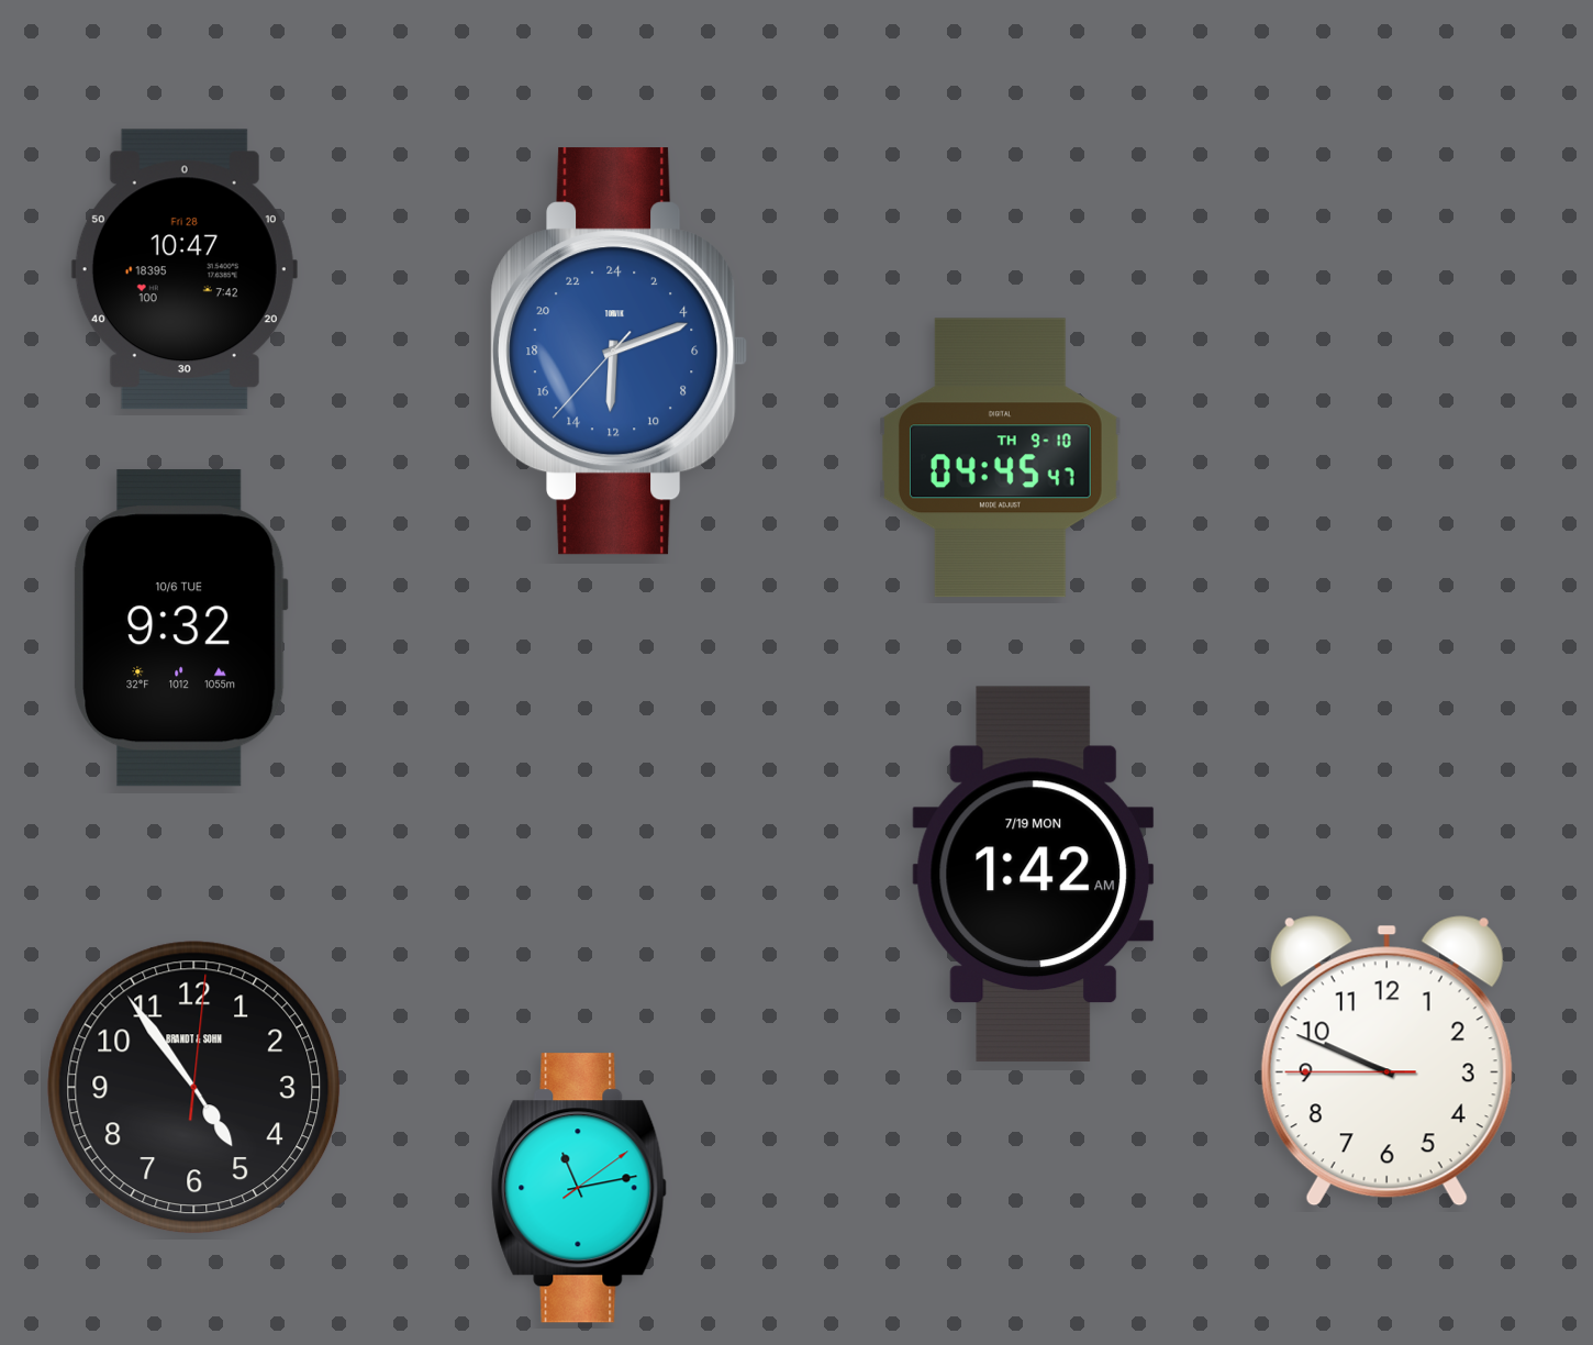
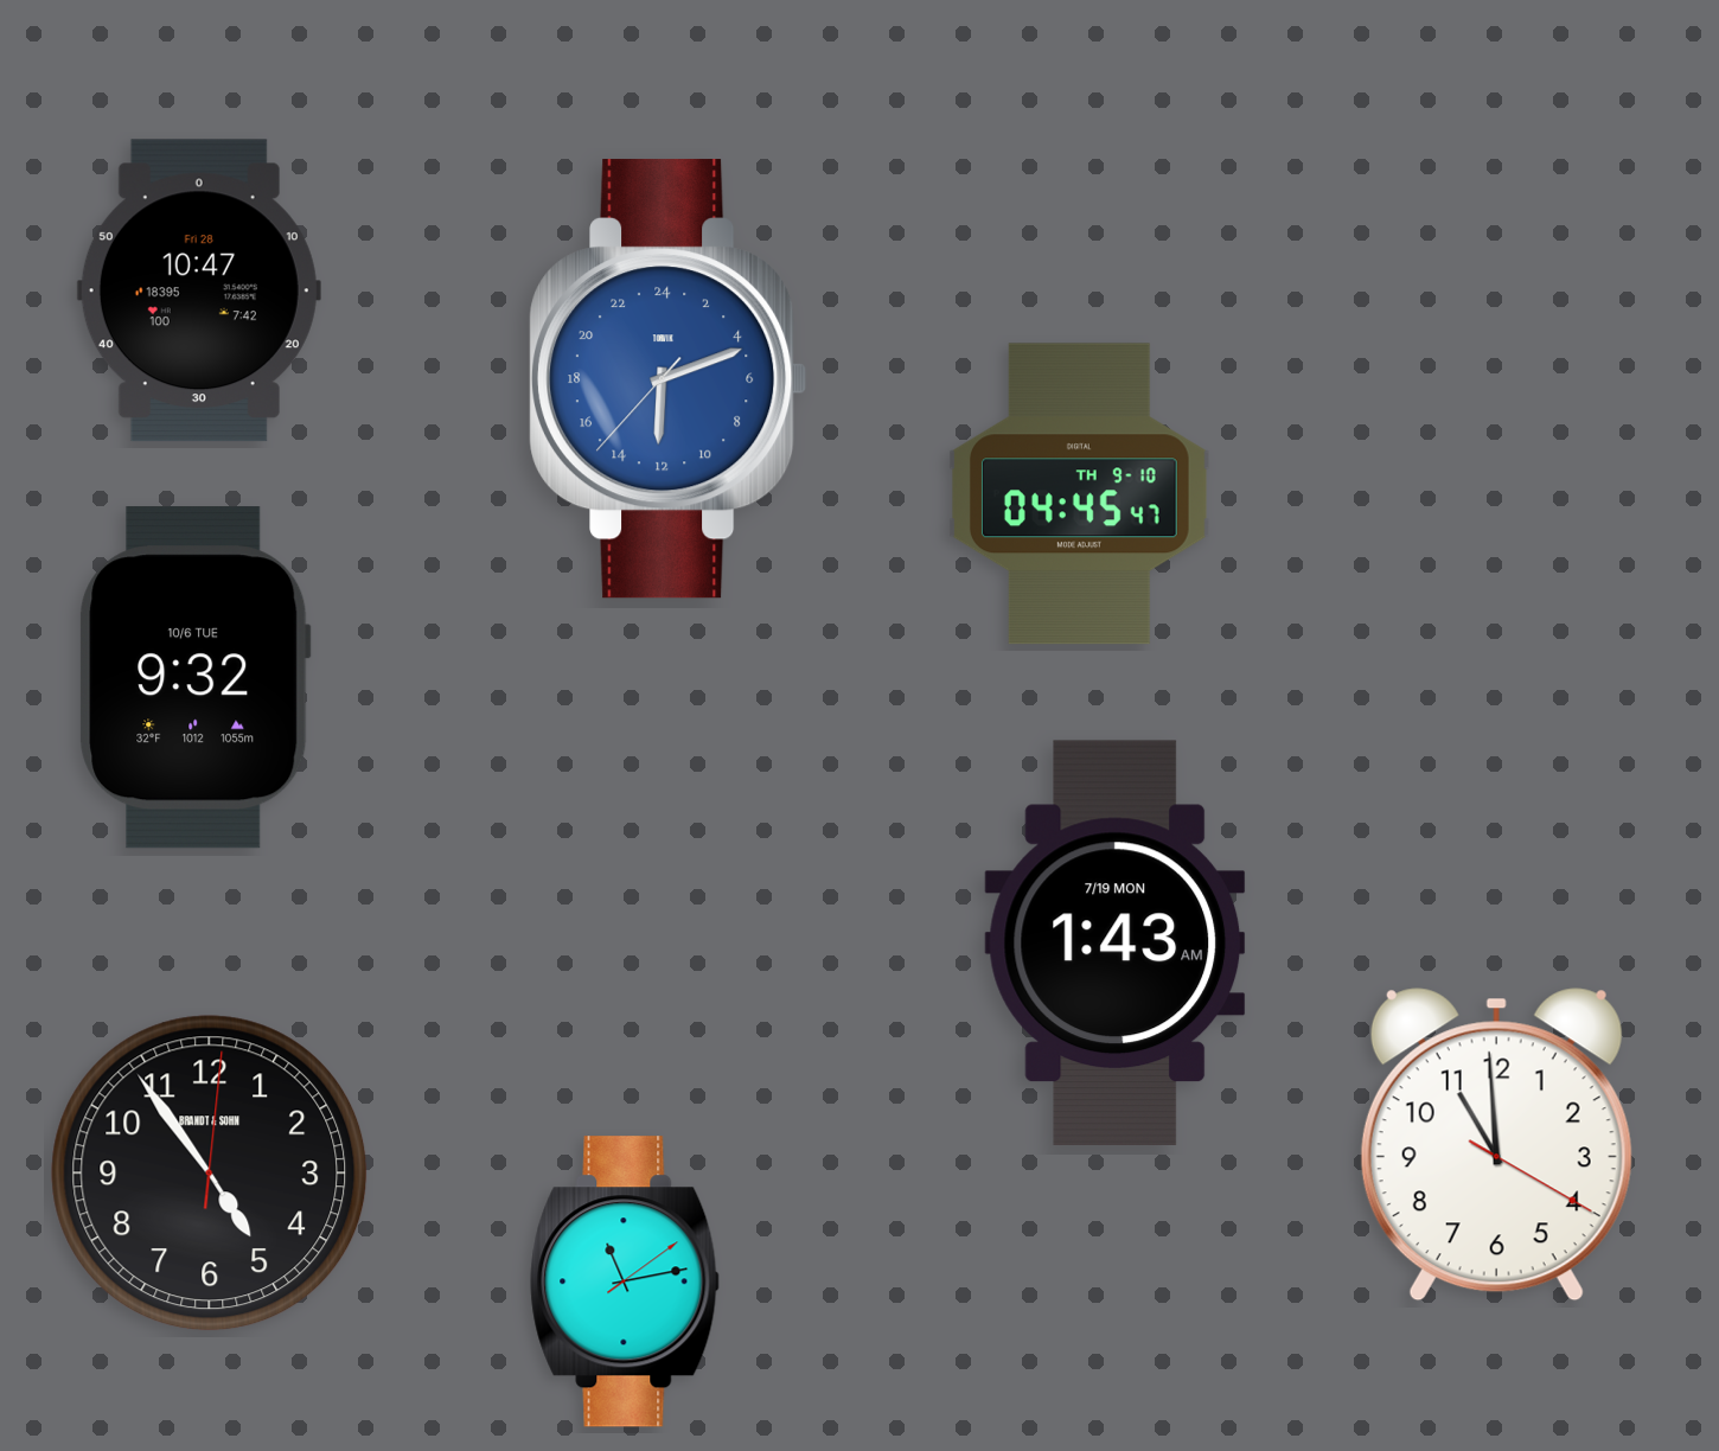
clock at (1034, 874): 1:42 -> 1:43
clock at (1386, 1061): 9:48 -> 10:59
